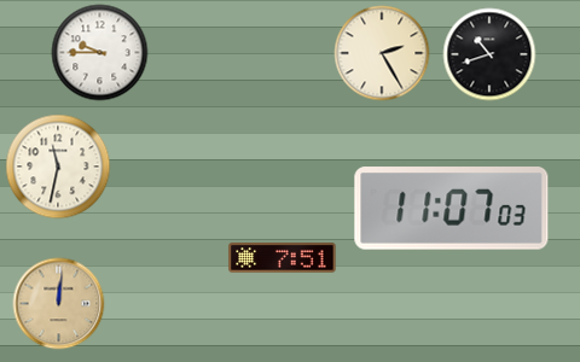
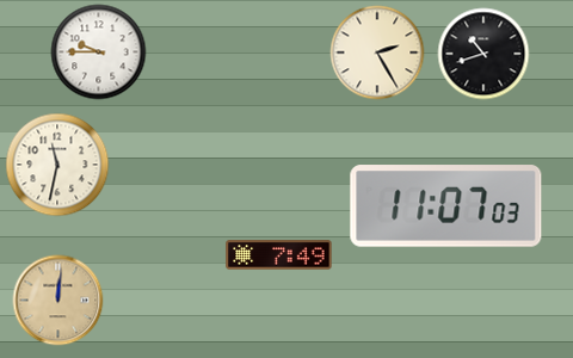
clock at (283, 258): 7:51 -> 7:49
